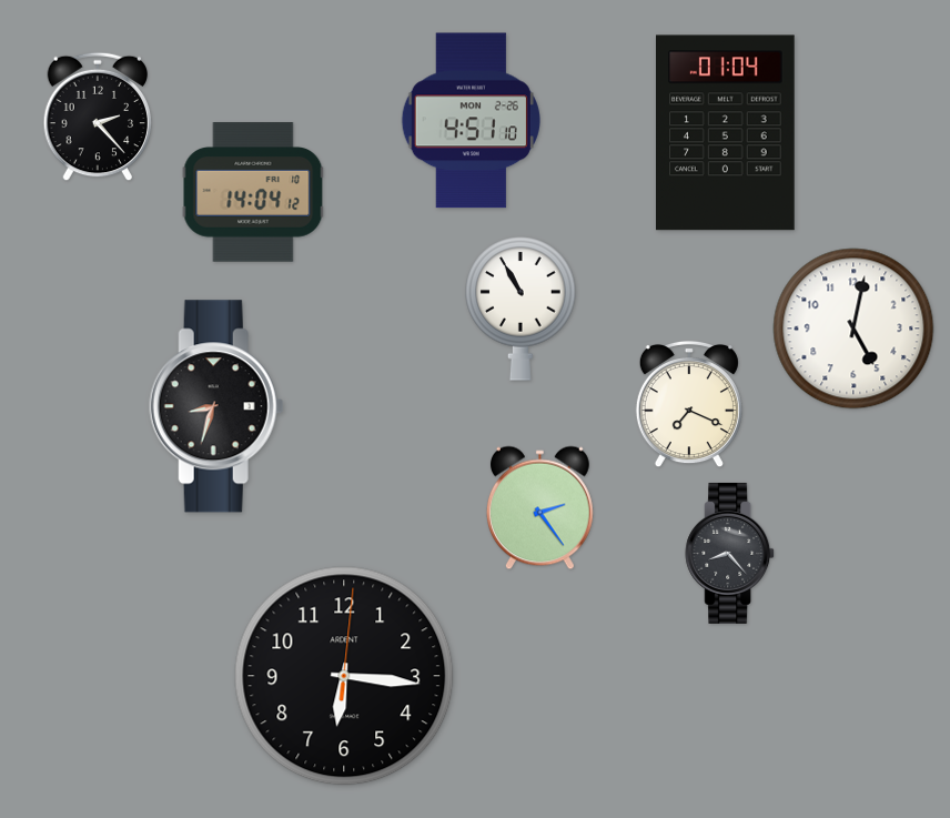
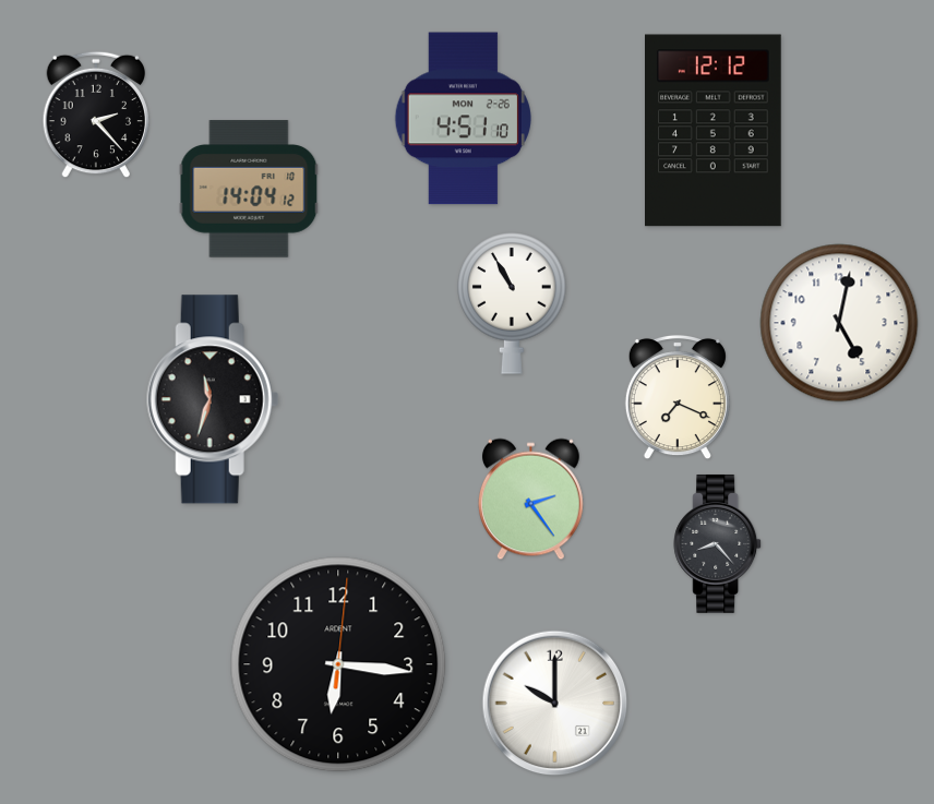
clock at (726, 133): 01:04 -> 12:12
clock at (216, 406): 8:33 -> 11:33
clock at (555, 704): none -> 10:00
